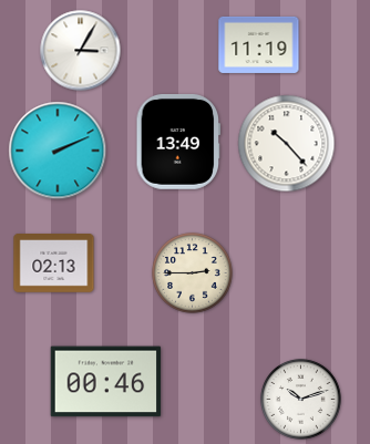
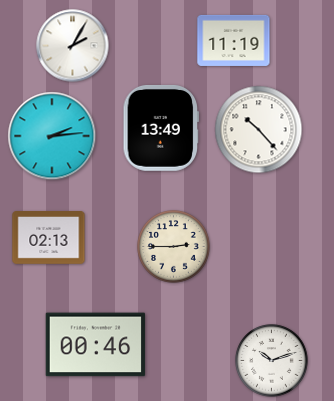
clock at (81, 51): 3:05 -> 2:05
clock at (58, 151): 2:11 -> 2:14
